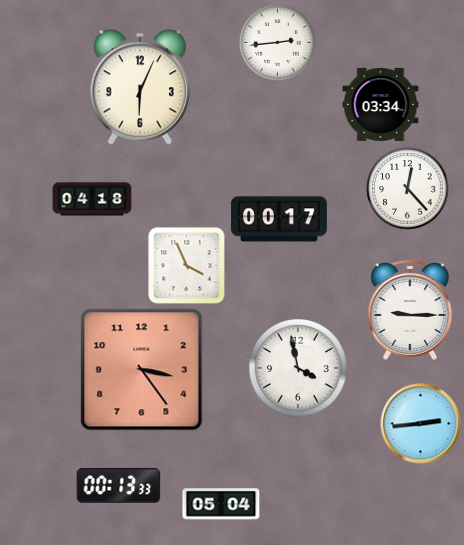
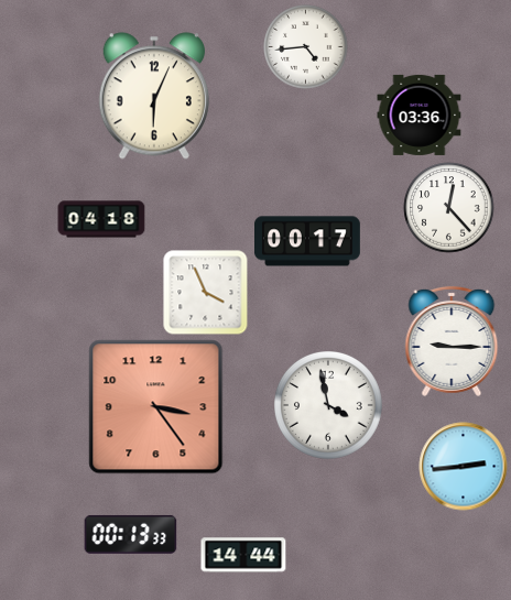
clock at (278, 43): 2:44 -> 4:44
clock at (381, 104): 03:34 -> 03:36
clock at (221, 504): 05:04 -> 14:44
